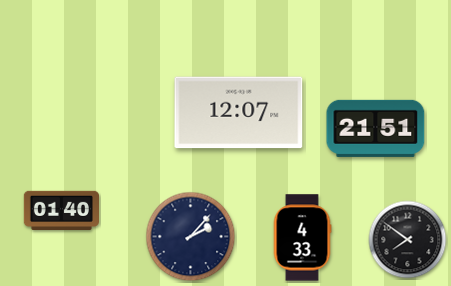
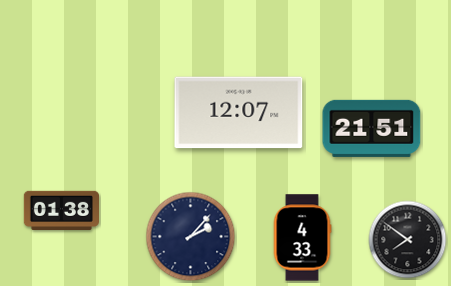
clock at (376, 128) position: (376, 128) -> (372, 128)
clock at (61, 211): 01:40 -> 01:38
